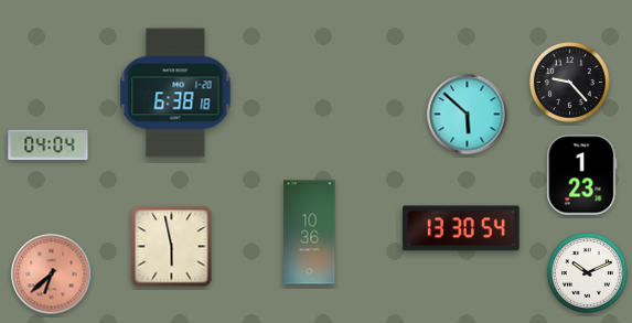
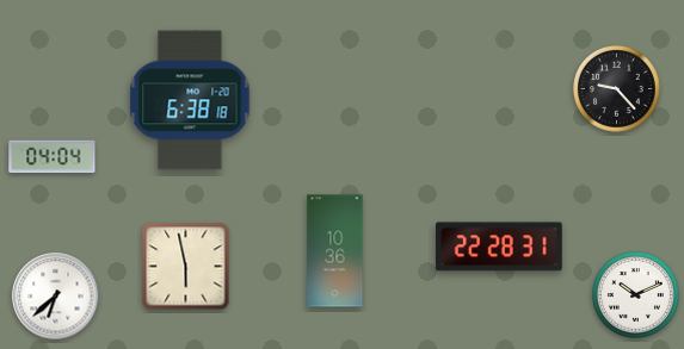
clock at (468, 115): 5:52 -> none
clock at (582, 175): 1:23 -> none
clock at (461, 228): 13:30 -> 22:28
clock at (52, 274) dial: salmon -> white
